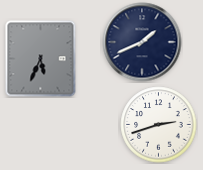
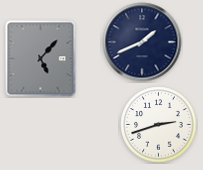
clock at (41, 59): 5:34 -> 5:07
